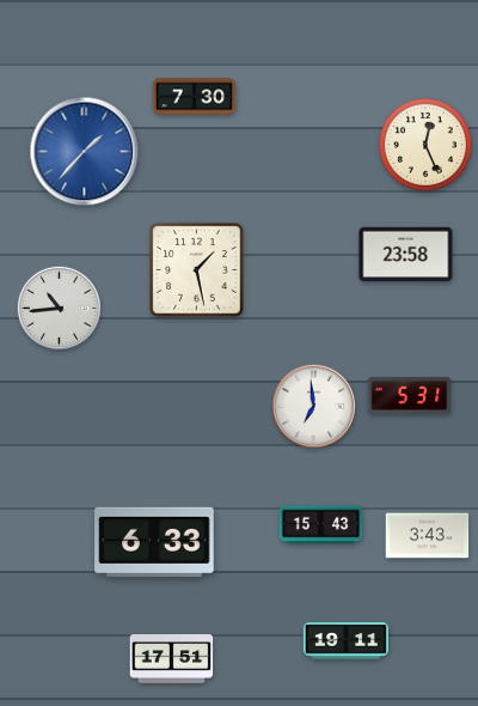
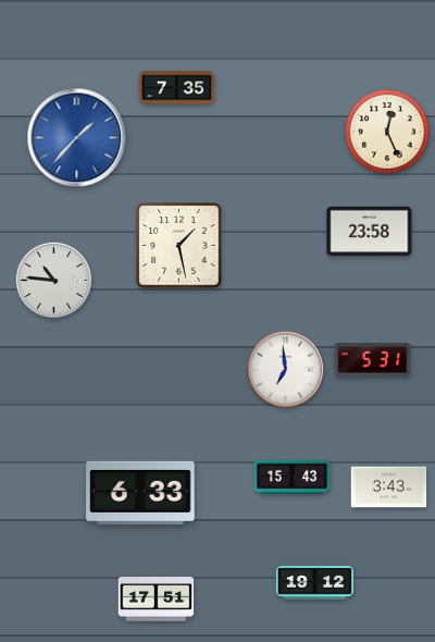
clock at (195, 97): 7:30 -> 7:35
clock at (60, 309): 10:44 -> 10:46
clock at (345, 641): 19:11 -> 19:12
